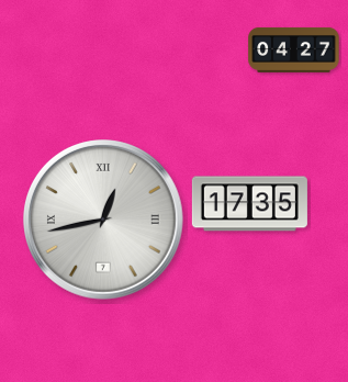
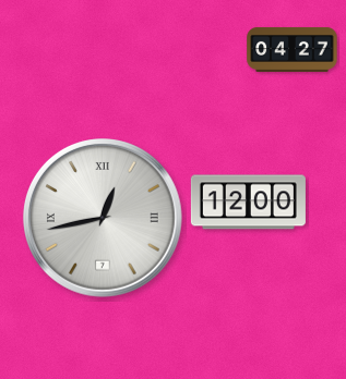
clock at (249, 204): 17:35 -> 12:00
